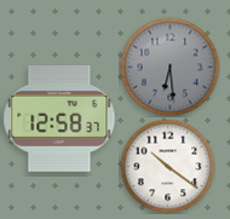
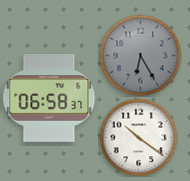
clock at (169, 67): 6:29 -> 6:25
clock at (59, 120): 12:58 -> 06:58
